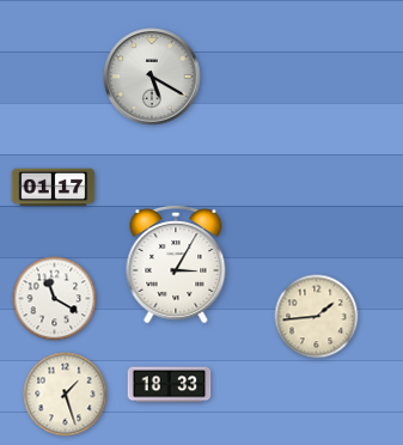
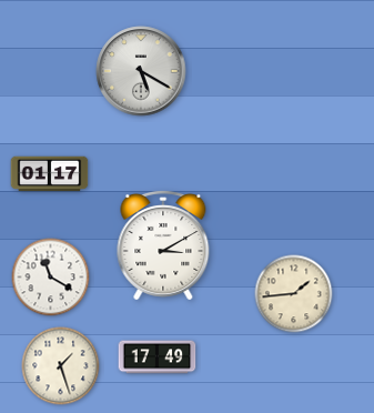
clock at (176, 264): 3:05 -> 3:10
clock at (170, 385): 18:33 -> 17:49
